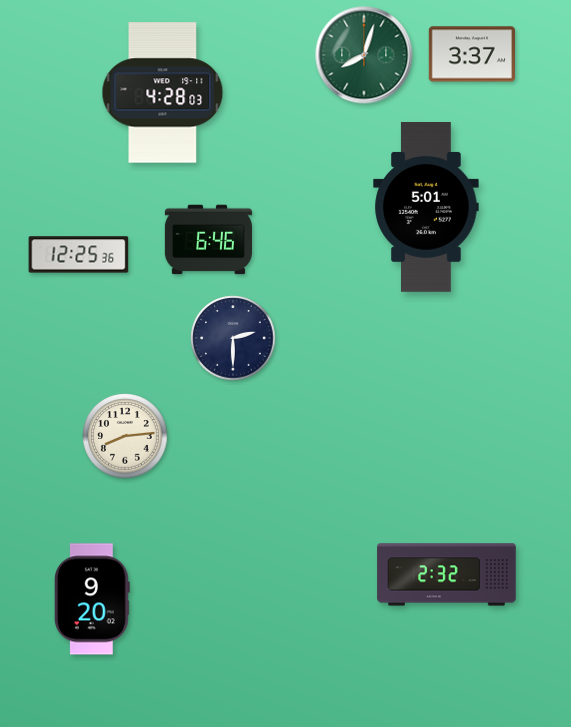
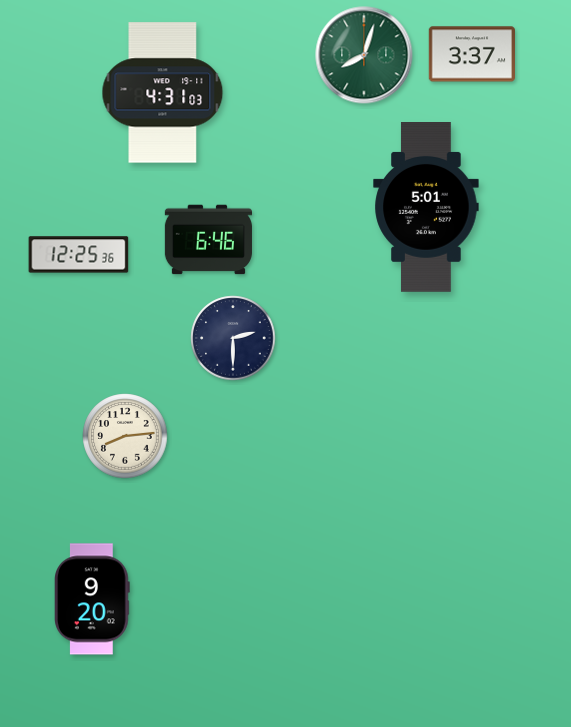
clock at (163, 93): 4:28 -> 4:31
clock at (447, 575): 2:32 -> none
